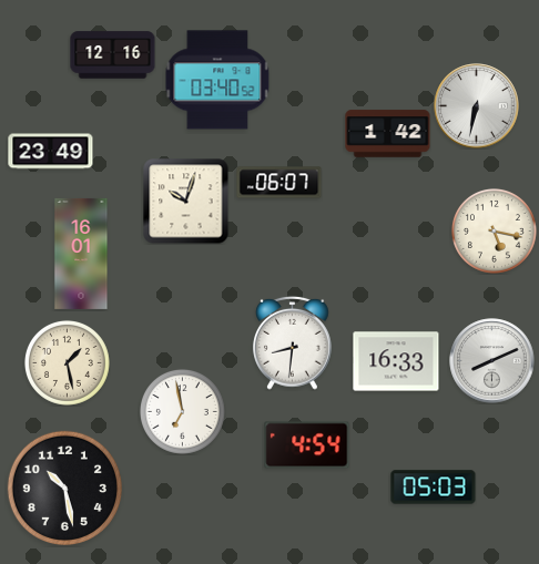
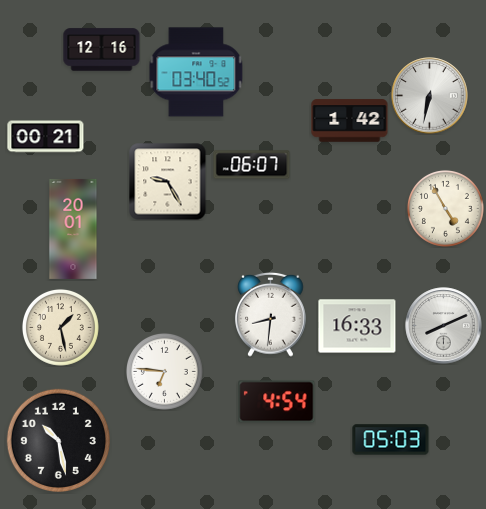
clock at (51, 152): 23:49 -> 00:21
clock at (186, 202): 10:03 -> 9:25
clock at (494, 230): 5:17 -> 4:55
clock at (81, 254): 16:01 -> 20:01
clock at (293, 342) position: (293, 342) -> (271, 314)
clock at (182, 411): 6:58 -> 6:46
